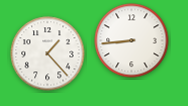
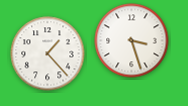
clock at (132, 41): 8:44 -> 3:27
